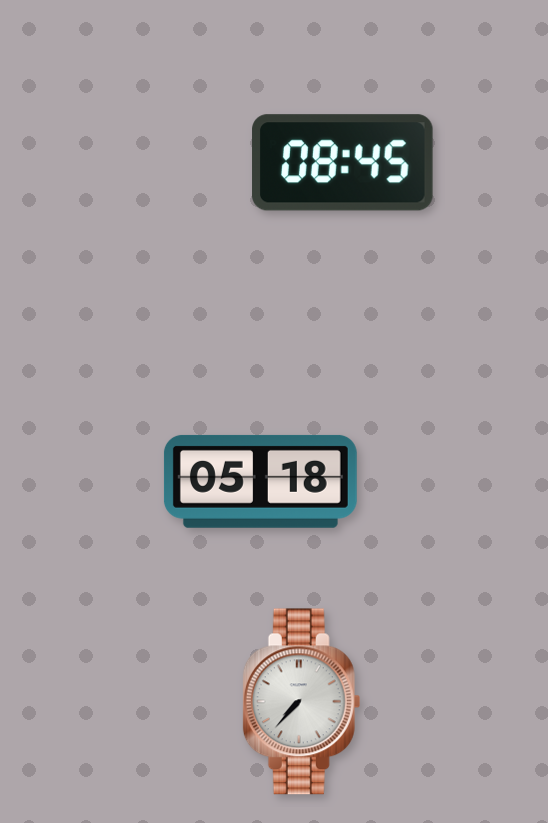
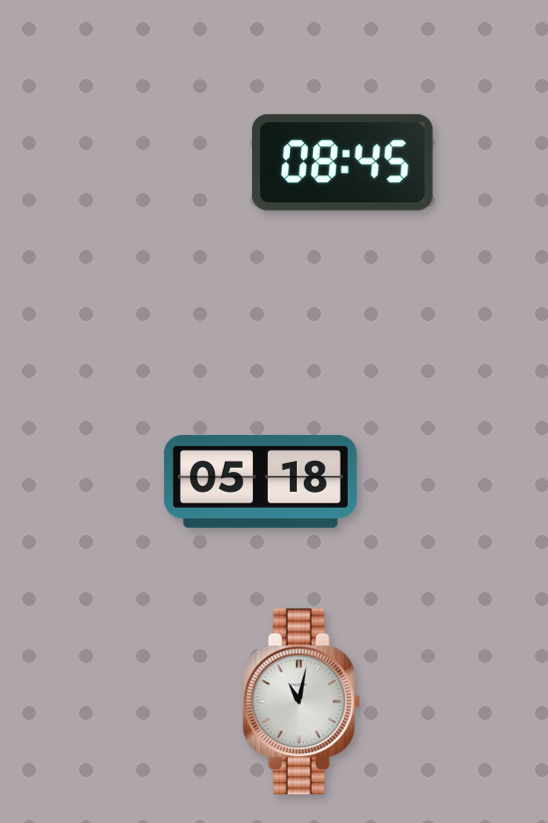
clock at (302, 702): 7:37 -> 11:02
